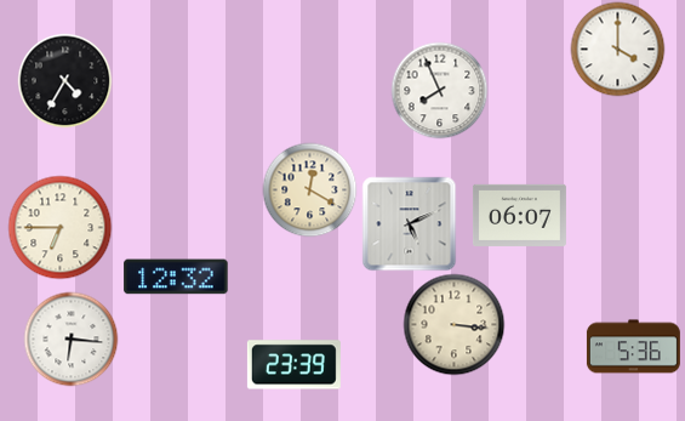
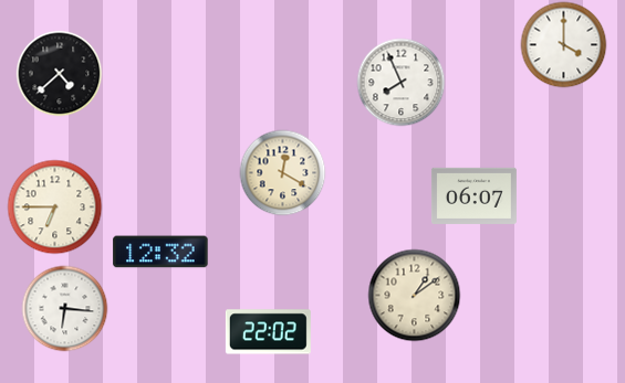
clock at (64, 80): 4:35 -> 4:38
clock at (409, 223): 5:11 -> none
clock at (453, 324): 3:16 -> 1:09
clock at (633, 347): 5:36 -> none
clock at (293, 365): 23:39 -> 22:02
